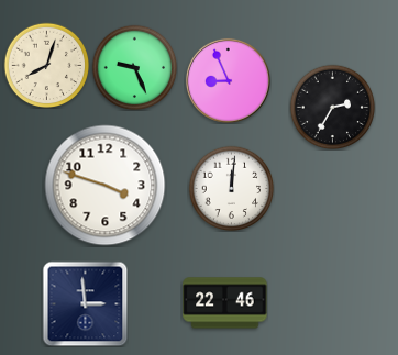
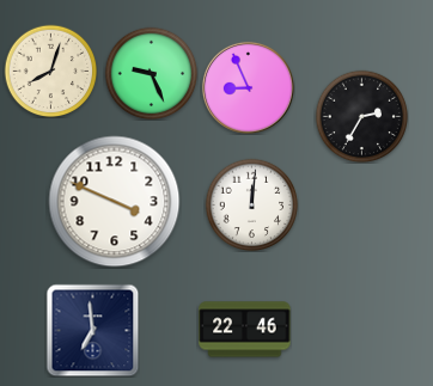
clock at (134, 67) position: (134, 67) -> (151, 73)
clock at (106, 186): 3:48 -> 3:49
clock at (85, 303): 2:59 -> 6:59
